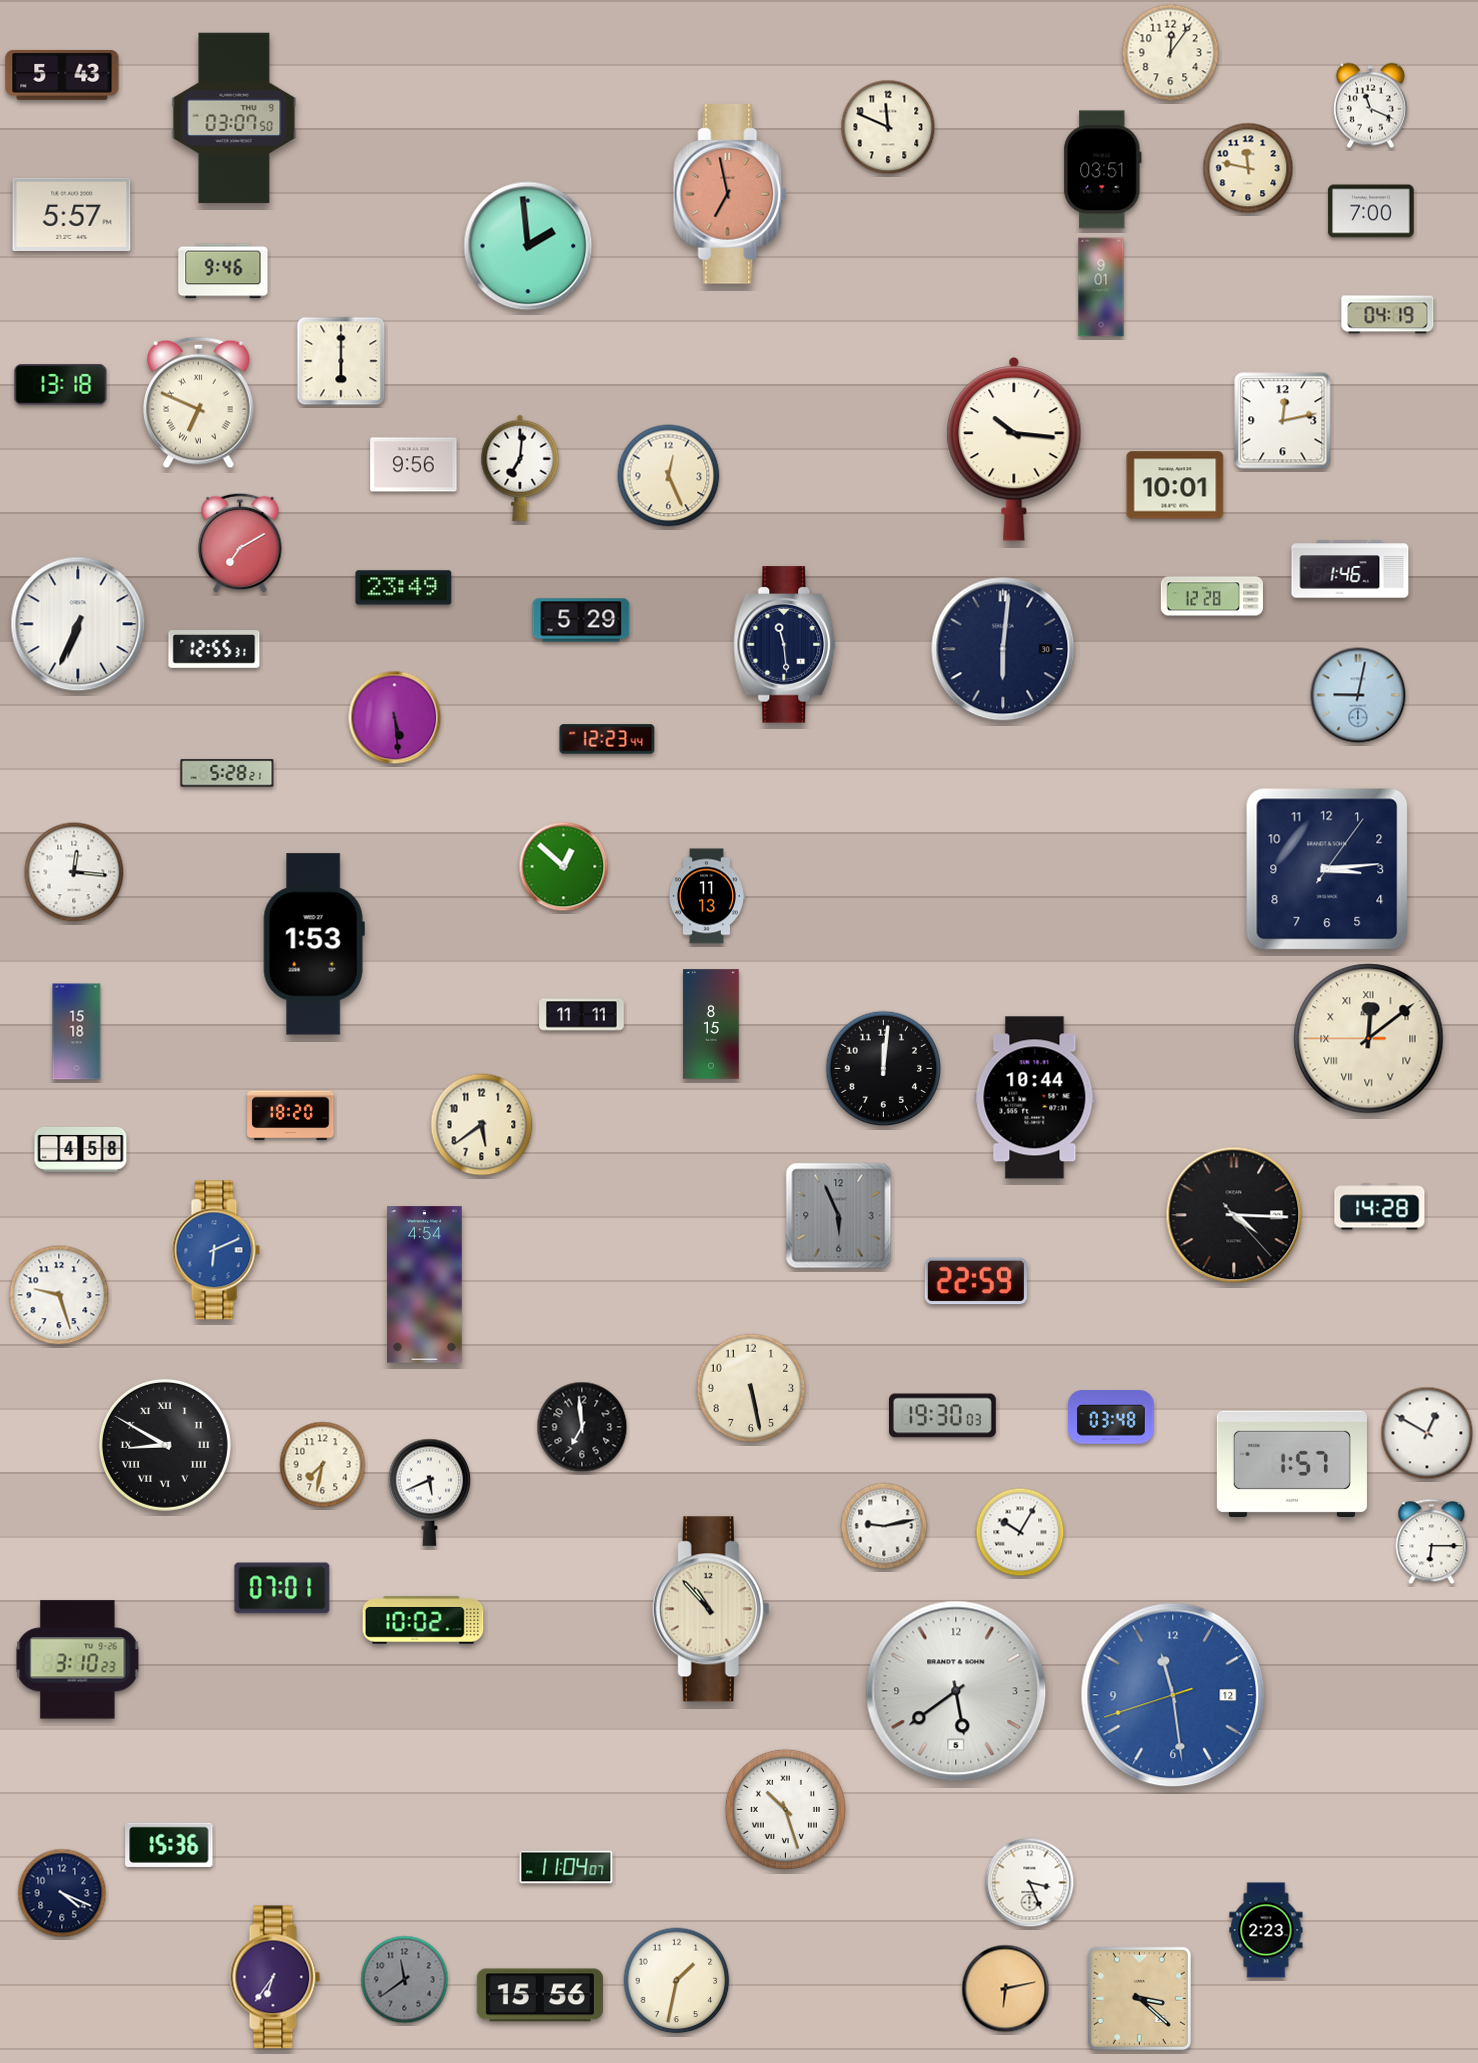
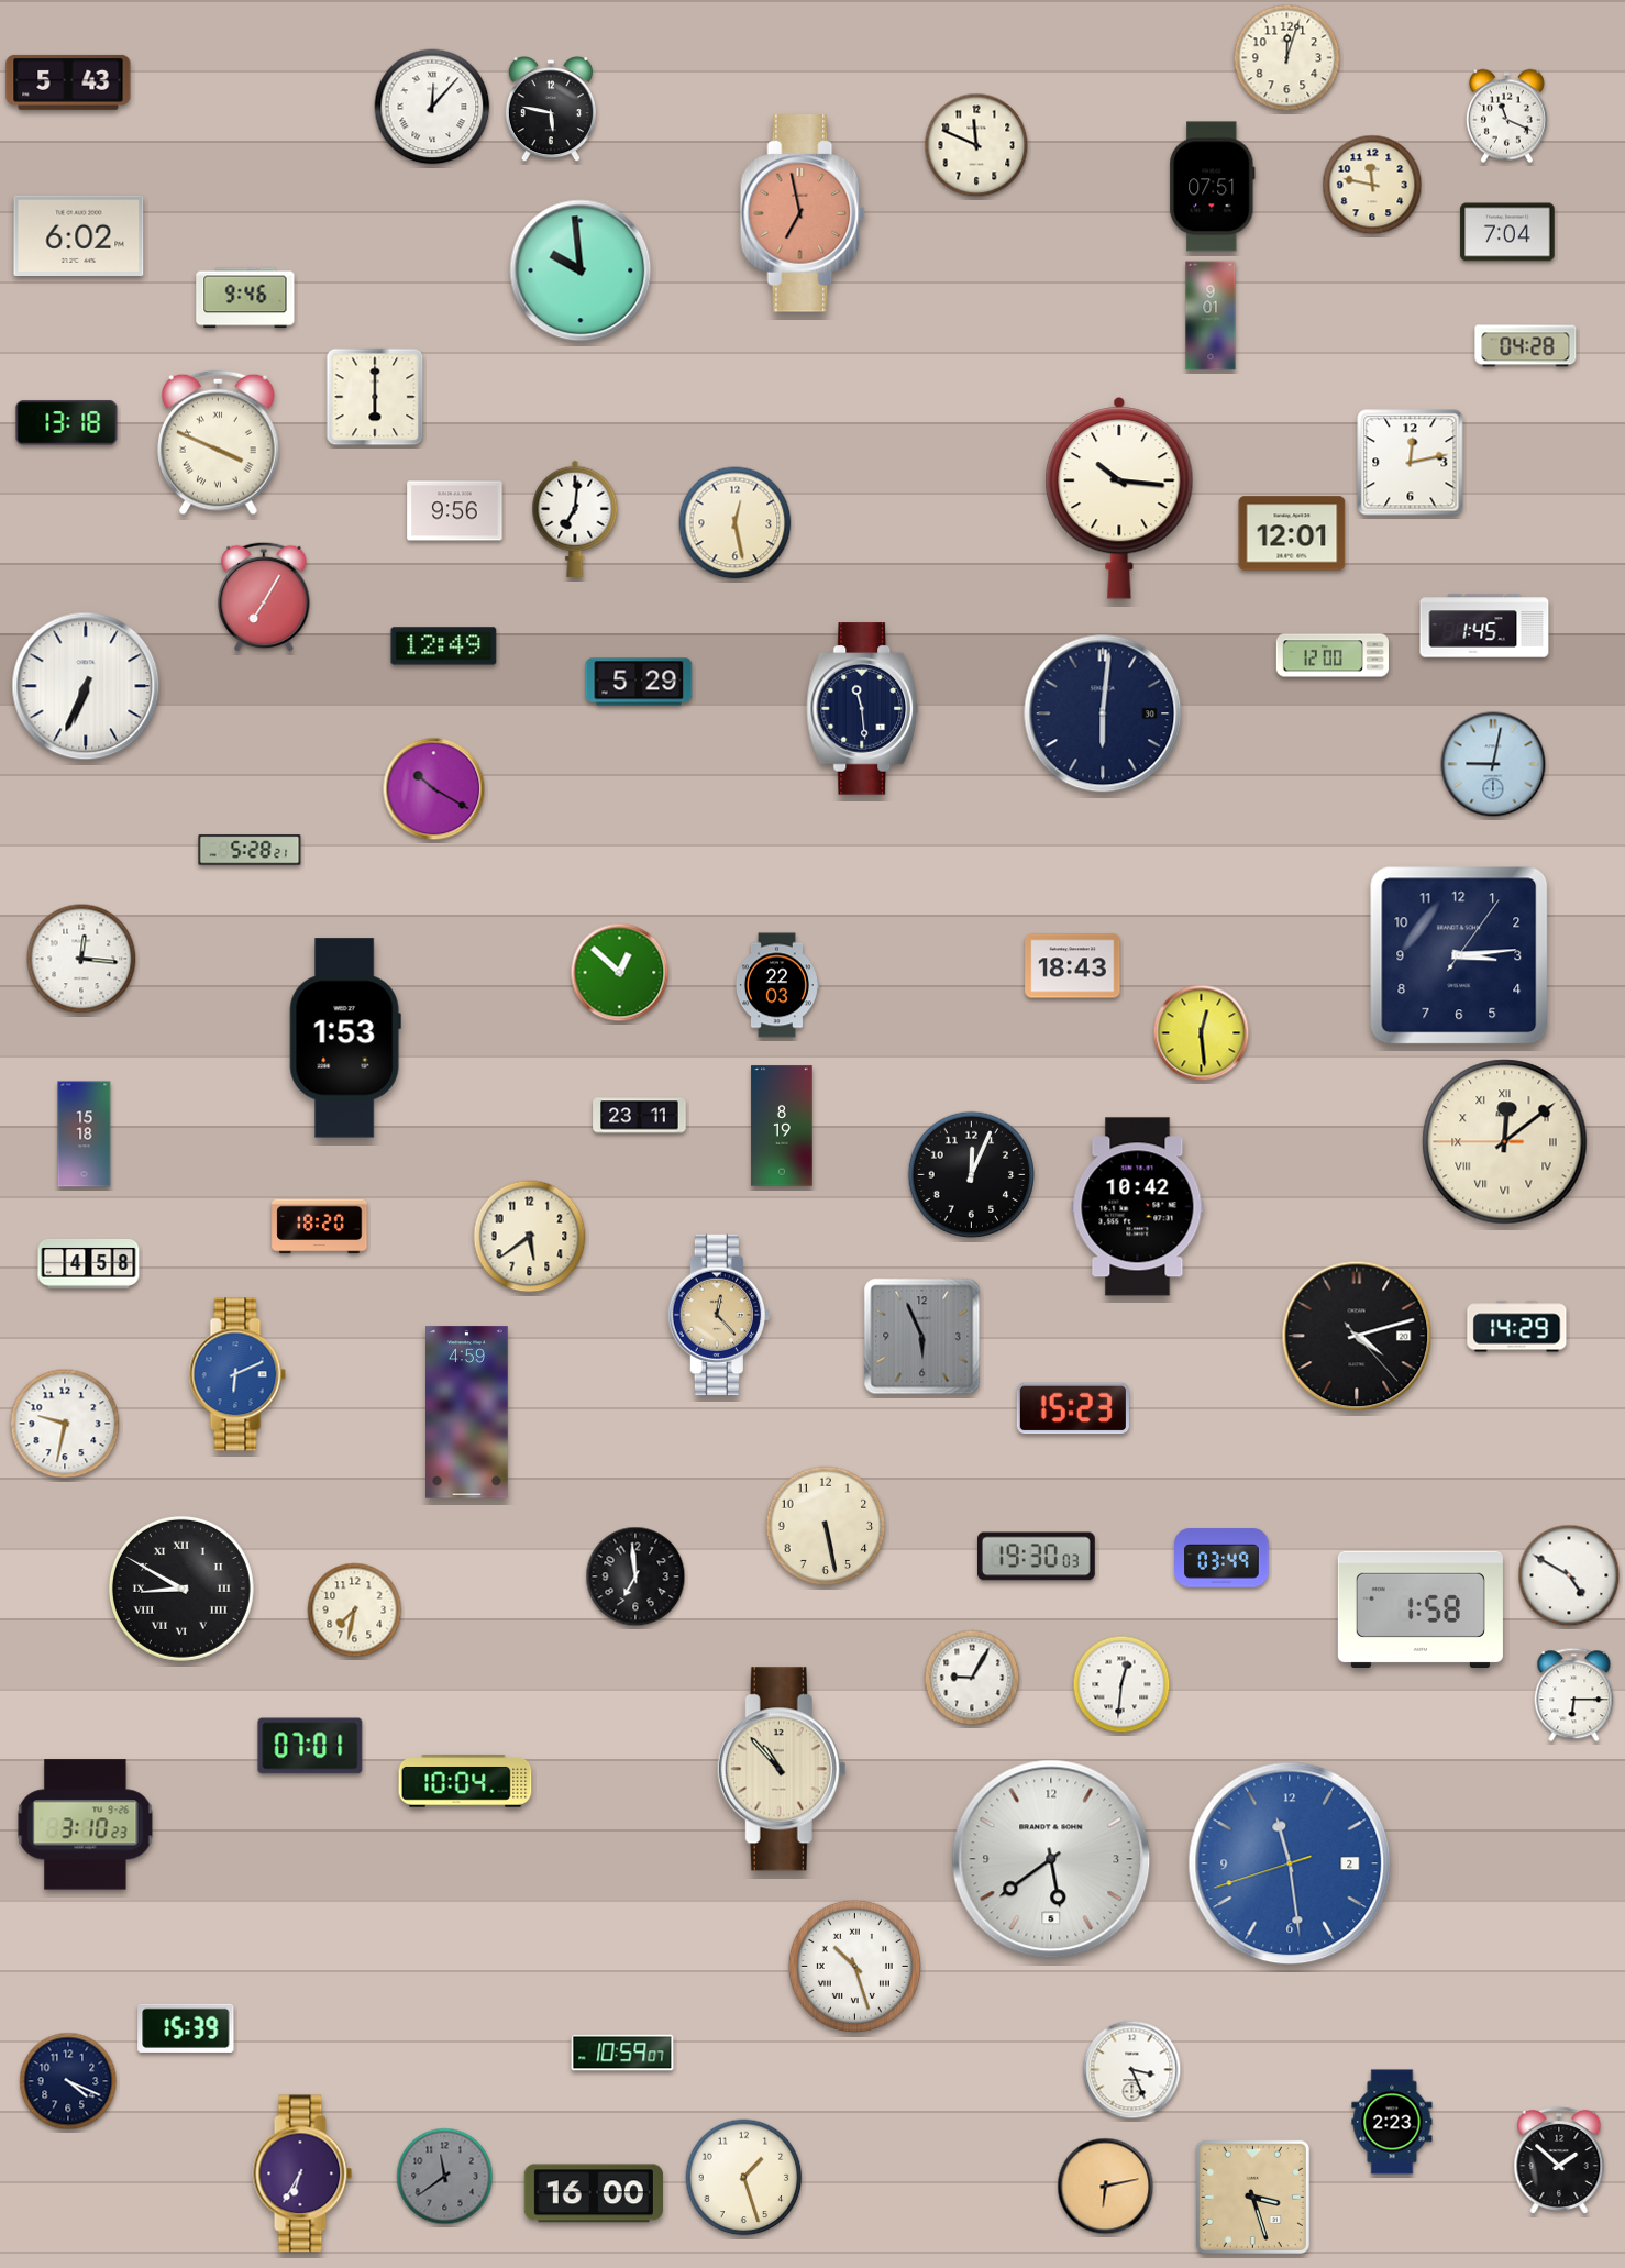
clock at (1171, 53): 12:06 -> 12:03
clock at (432, 107): none -> 12:07
clock at (551, 110): none -> 5:47
clock at (234, 118): 03:07 -> none
clock at (888, 127) position: (888, 127) -> (976, 145)
clock at (1103, 170): 03:51 -> 07:51
clock at (1371, 211): 7:00 -> 7:04
clock at (72, 214): 5:57 -> 6:02
clock at (528, 246): 1:59 -> 9:59
clock at (1388, 315): 04:19 -> 04:28
clock at (199, 403): 6:49 -> 3:49
clock at (1014, 449) position: (1014, 449) -> (1119, 498)
clock at (520, 468) position: (520, 468) -> (575, 519)
clock at (669, 476): 12:26 -> 12:28
clock at (1175, 485): 10:01 -> 12:01
clock at (240, 543): 7:10 -> 7:05
clock at (1350, 569): 1:46 -> 1:45
clock at (404, 588): 23:49 -> 12:49
clock at (1211, 596): 12:28 -> 12:00
clock at (214, 650): 12:55 -> none
clock at (395, 718): 5:29 -> 10:20
clock at (607, 739): 12:23 -> none
clock at (564, 867) position: (564, 867) -> (620, 973)
clock at (1073, 966): none -> 18:43
clock at (706, 896): 11:13 -> 22:03
clock at (1202, 1033): none -> 12:29
clock at (582, 1015): 11:11 -> 23:11
clock at (711, 1024): 8:15 -> 8:19
clock at (884, 1069): 12:01 -> 12:04
clock at (1035, 1098): 10:44 -> 10:42
clock at (718, 1315): none -> 12:23
clock at (1380, 1207): 14:28 -> 14:29
clock at (1234, 1215): 4:15 -> 4:12
clock at (976, 1281): 22:59 -> 15:23
clock at (425, 1285): 4:54 -> 4:59
clock at (59, 1295): 9:27 -> 9:32
clock at (1111, 1417): 03:48 -> 03:49
clock at (582, 1427) position: (582, 1427) -> (635, 1576)
clock at (1427, 1433): 12:50 -> 4:50
clock at (1292, 1464): 1:57 -> 1:58
clock at (430, 1492): 5:41 -> none
clock at (884, 1526): 9:13 -> 9:05
clock at (1020, 1532): 10:05 -> 12:31
clock at (423, 1620): 10:02 -> 10:04
clock at (1173, 1695) date: 12 -> 2
clock at (785, 1809) position: (785, 1809) -> (854, 1966)
clock at (169, 1845): 15:36 -> 15:39
clock at (566, 1867): 11:04 -> 10:59
clock at (1559, 2160): none -> 1:52
clock at (275, 1977): 6:36 -> 6:35
clock at (677, 1981): 1:32 -> 1:27
clock at (540, 1995): 15:56 -> 16:00
clock at (1139, 1998): 3:22 -> 3:27
